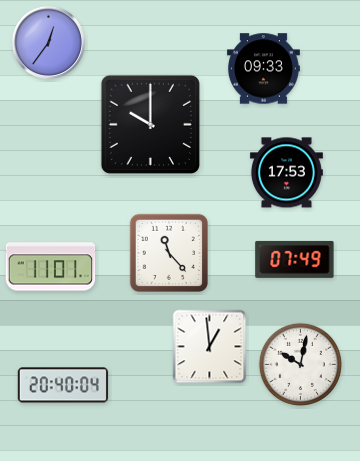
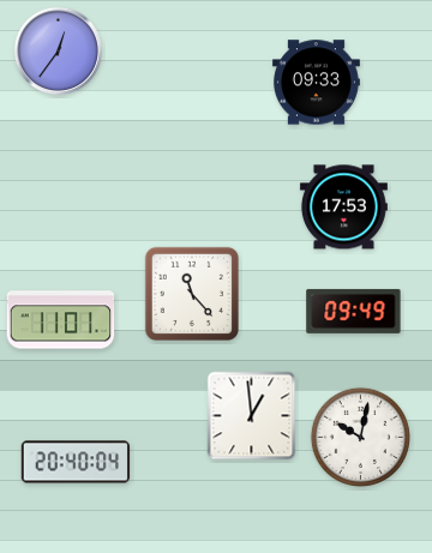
clock at (150, 124): 10:00 -> none
clock at (168, 252) position: (168, 252) -> (191, 293)
clock at (295, 259): 07:49 -> 09:49
